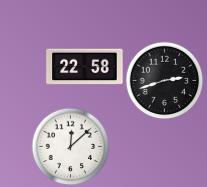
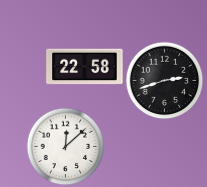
clock at (70, 146) position: (70, 146) -> (65, 146)
